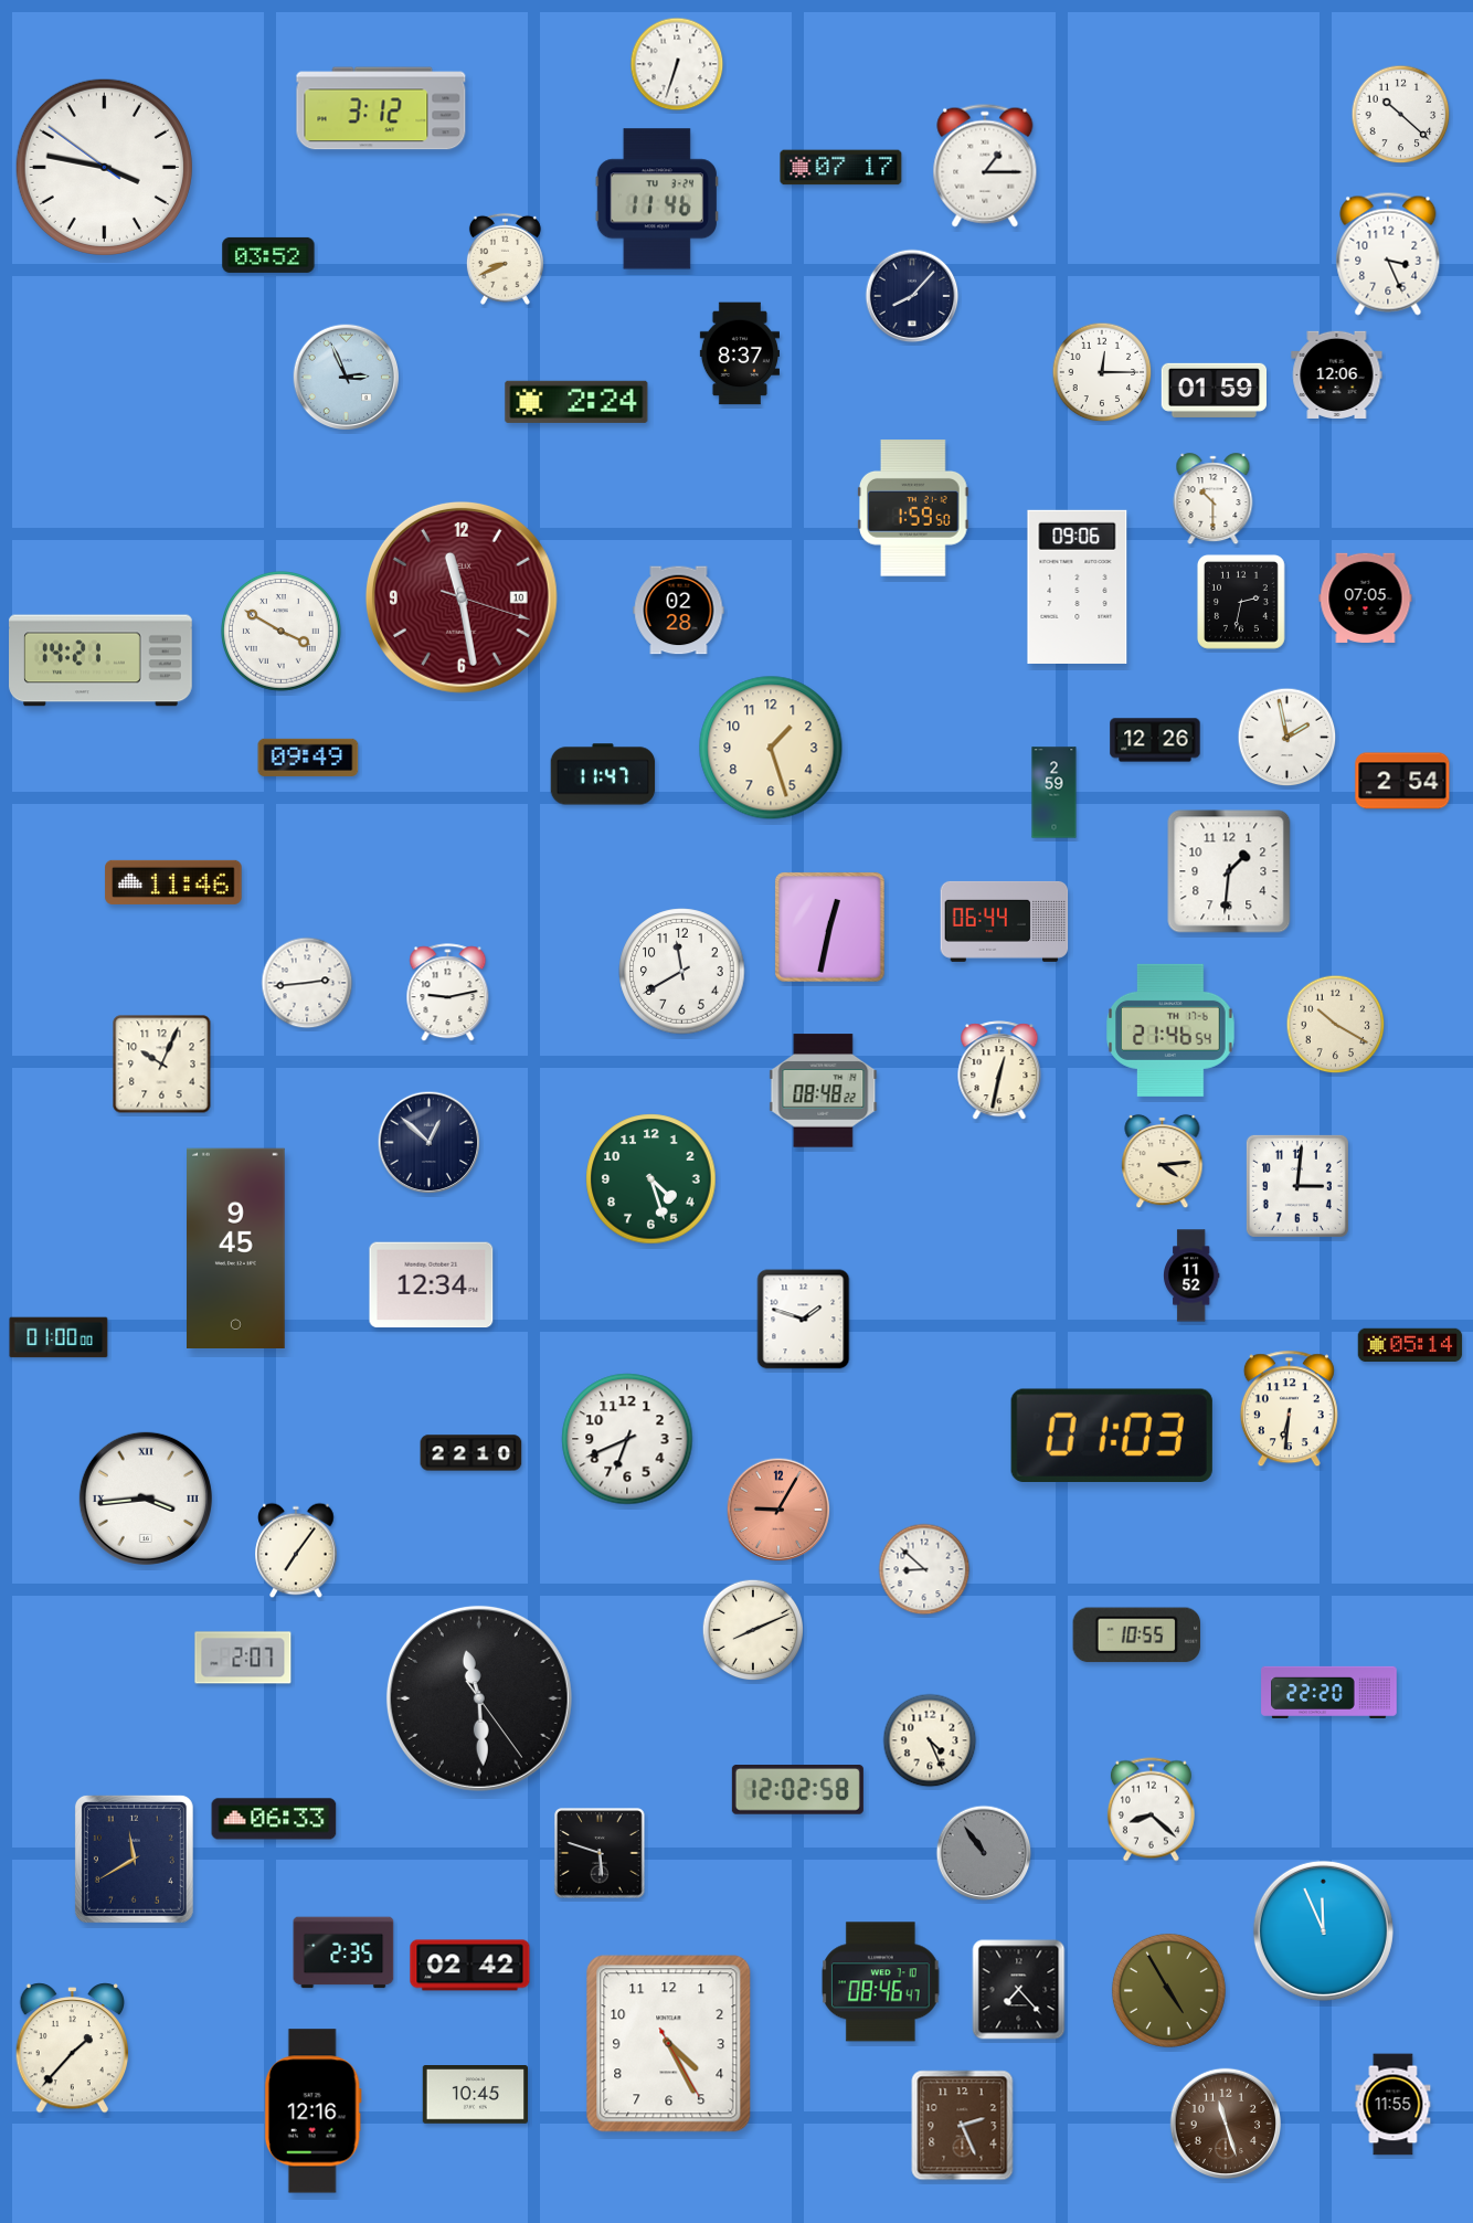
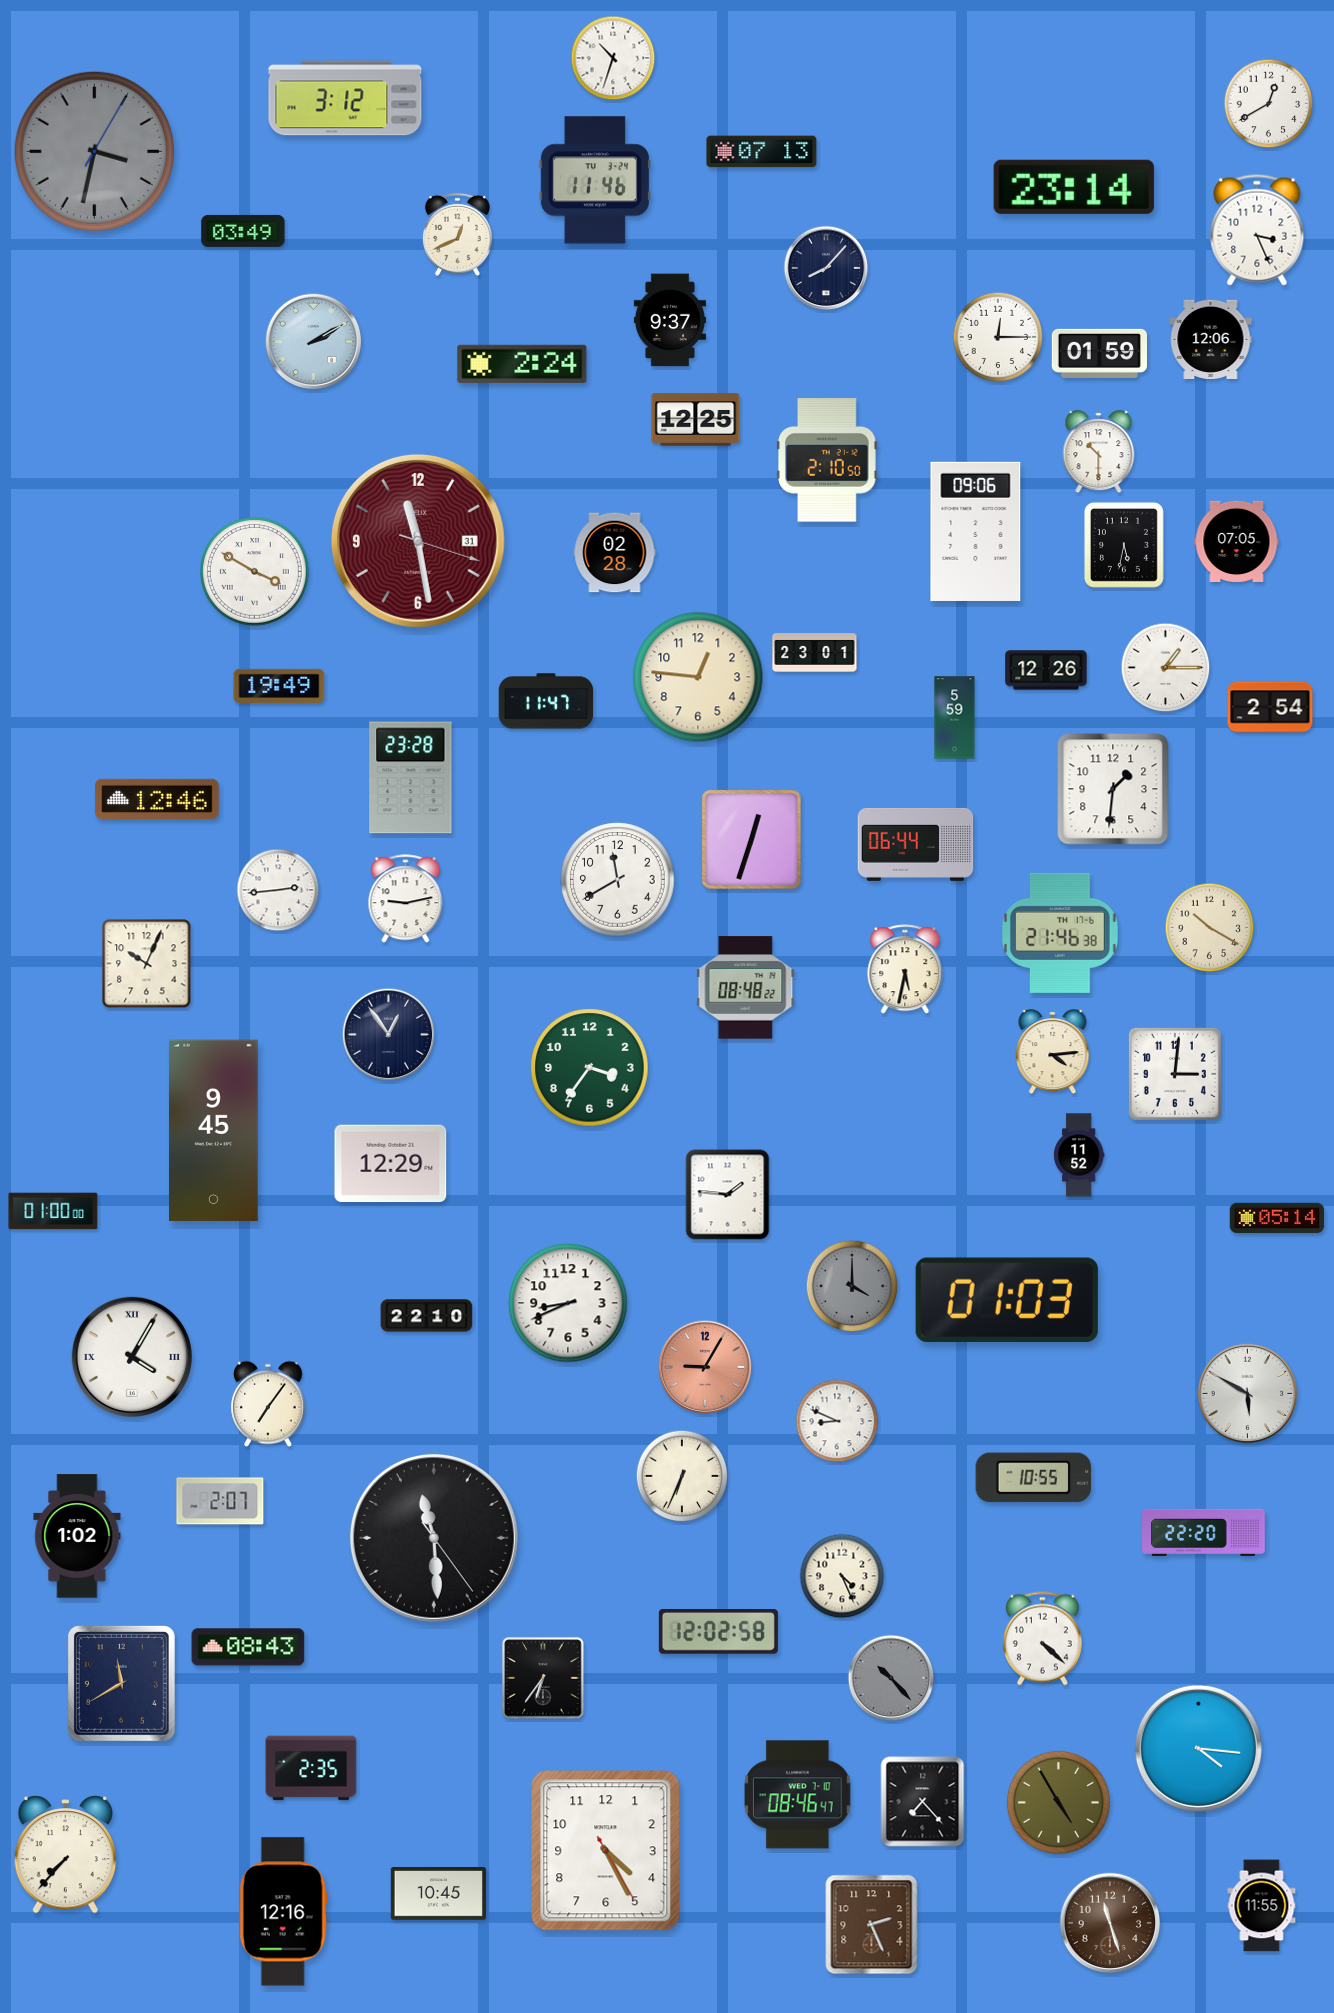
clock at (677, 64): 6:33 -> 10:33
clock at (1401, 115): 10:22 -> 12:40
clock at (985, 166): 1:15 -> none
clock at (104, 167): 3:46 -> 3:32
clock at (104, 167) dial: white -> grey
clock at (841, 168): 07:17 -> 07:13
clock at (1074, 187): none -> 23:14
clock at (268, 255): 03:52 -> 03:49
clock at (505, 258): 8:41 -> 12:41
clock at (739, 353): 8:37 -> 9:37
clock at (347, 378): 2:56 -> 2:10
clock at (696, 420): none -> 12:25
clock at (914, 508): 1:59 -> 2:10
clock at (462, 597) date: 10 -> 31
clock at (1241, 602): 2:32 -> 5:32
clock at (100, 660): 14:21 -> none
clock at (815, 653): none -> 23:01
clock at (1287, 738): 1:58 -> 1:15
clock at (771, 748): 1:27 -> 12:46
clock at (308, 758): 09:49 -> 19:49
clock at (1055, 793): 2:59 -> 5:59
clock at (411, 778): none -> 23:28
clock at (173, 882): 11:46 -> 12:46
clock at (1005, 921) position: (1005, 921) -> (916, 844)
clock at (830, 928): 12:32 -> 12:33
clock at (1170, 1030): 21:46:54 -> 21:46:38
clock at (999, 1071): 12:32 -> 5:32
clock at (430, 1143): 12:52 -> 12:54
clock at (651, 1179): 4:27 -> 3:36
clock at (432, 1285): 12:34 -> 12:29
clock at (804, 1320): 1:48 -> 1:46
clock at (1289, 1409): 6:31 -> none
clock at (852, 1286): none -> 4:00
clock at (627, 1439): 6:41 -> 8:41
clock at (146, 1499): 3:44 -> 4:05
clock at (1248, 1394): none -> 5:50
clock at (924, 1569): 8:52 -> 8:49
clock at (753, 1630): 8:11 -> 6:34
clock at (1137, 1636) position: (1137, 1636) -> (1034, 1478)
clock at (77, 1536): none -> 1:02
clock at (797, 1790) position: (797, 1790) -> (718, 1632)
clock at (1151, 1810): 8:22 -> 4:22
clock at (274, 1819): 06:33 -> 08:43
clock at (600, 1853): 5:48 -> 6:36
clock at (984, 1853): 10:54 -> 10:23
clock at (1323, 1930): 11:56 -> 4:16
clock at (470, 1966): 02:42 -> none
clock at (72, 2049): 1:37 -> 7:37
clock at (475, 2095) position: (475, 2095) -> (438, 1894)
